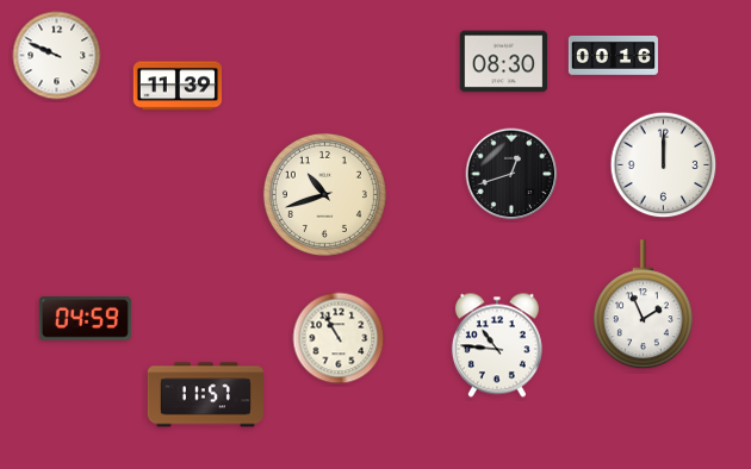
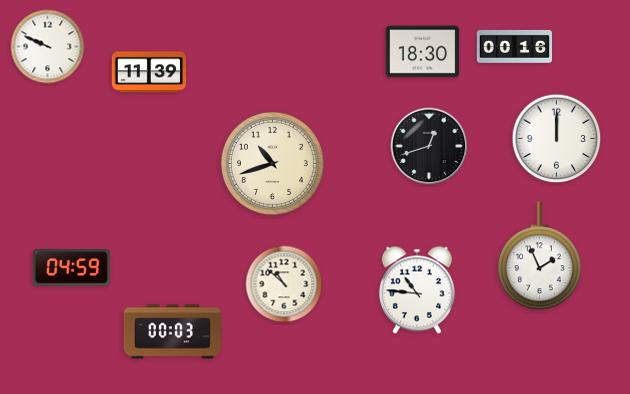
clock at (504, 62): 08:30 -> 18:30
clock at (339, 338): 10:55 -> 10:52
clock at (205, 395): 11:57 -> 00:03
